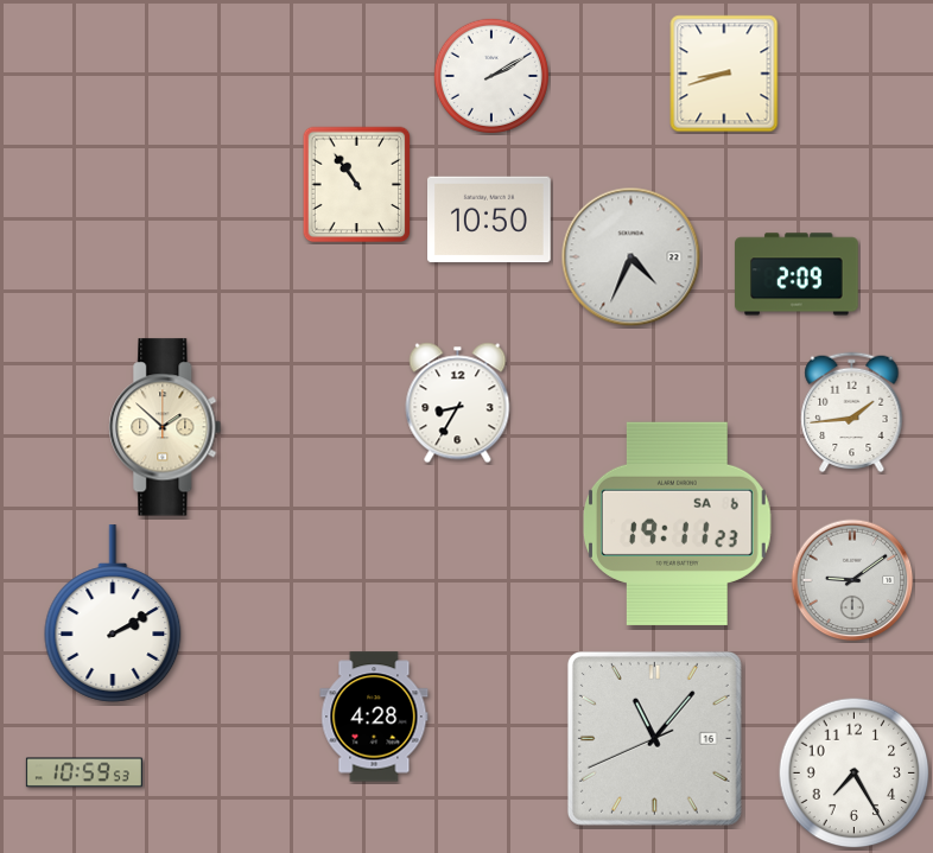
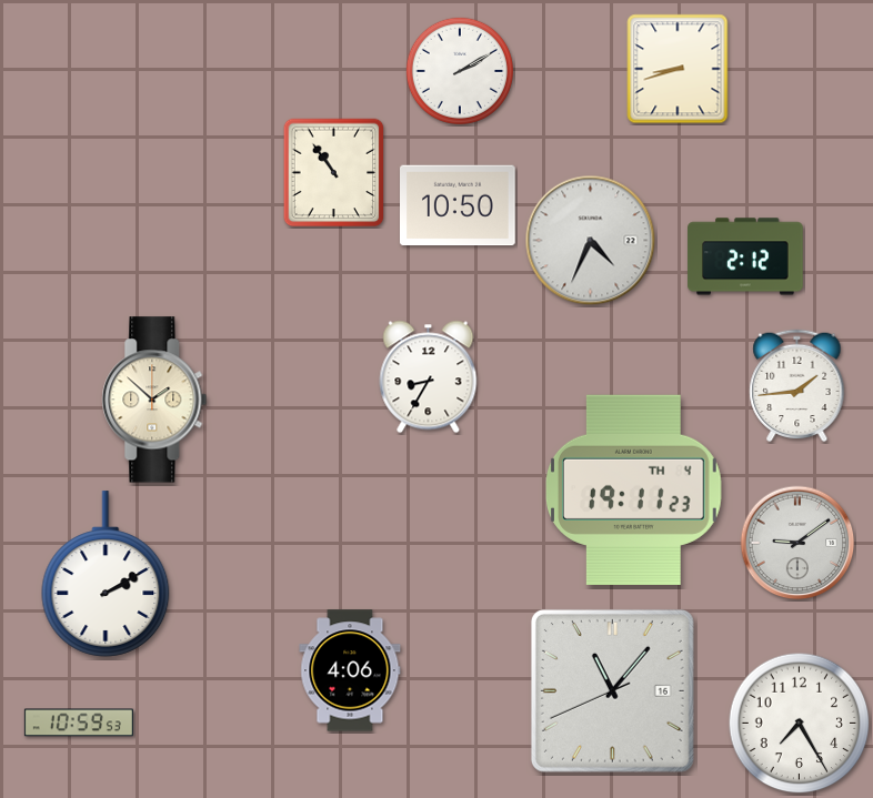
clock at (796, 274): 2:09 -> 2:12
clock at (678, 523) date: SA 6 -> TH 4
clock at (374, 717): 4:28 -> 4:06
